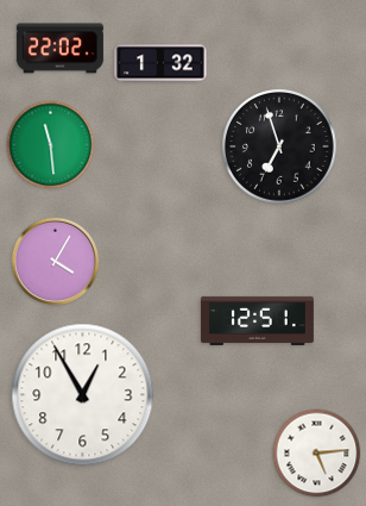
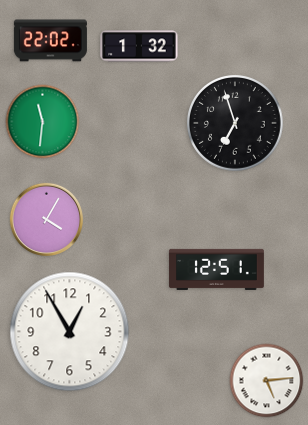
clock at (160, 63) position: (160, 63) -> (139, 46)
clock at (51, 145): 11:29 -> 11:31
